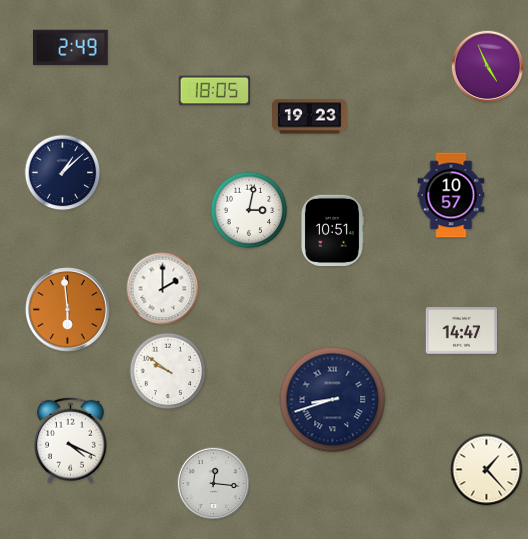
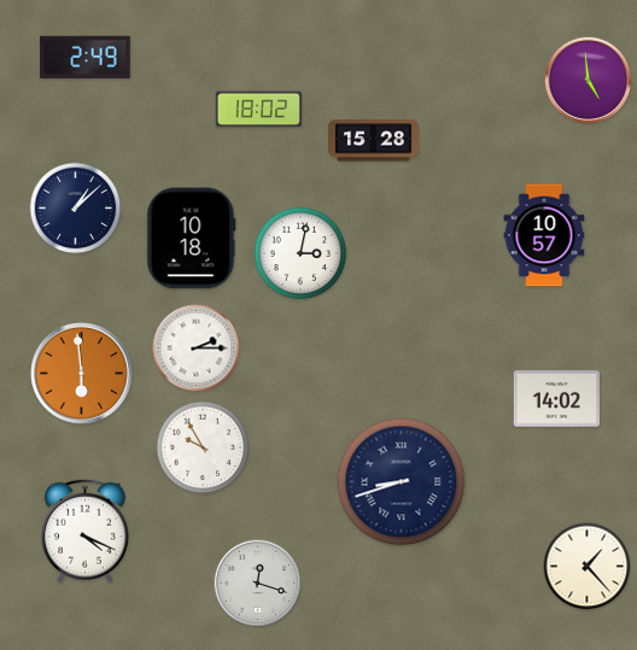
clock at (488, 67): 4:56 -> 4:59
clock at (214, 91): 18:05 -> 18:02
clock at (310, 117): 19:23 -> 15:28
clock at (192, 239): none -> 10:18
clock at (333, 230): 10:51 -> none
clock at (163, 289): 2:00 -> 2:15
clock at (461, 331): 14:47 -> 14:02
clock at (168, 371): 9:51 -> 9:55
clock at (214, 484): 12:16 -> 12:18
